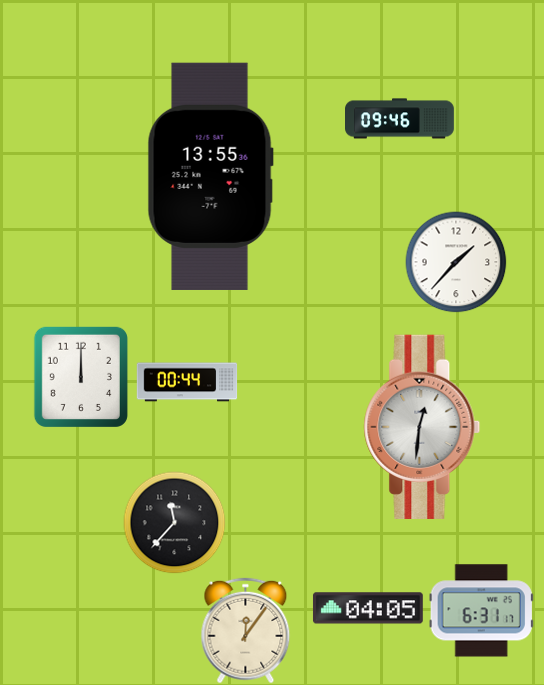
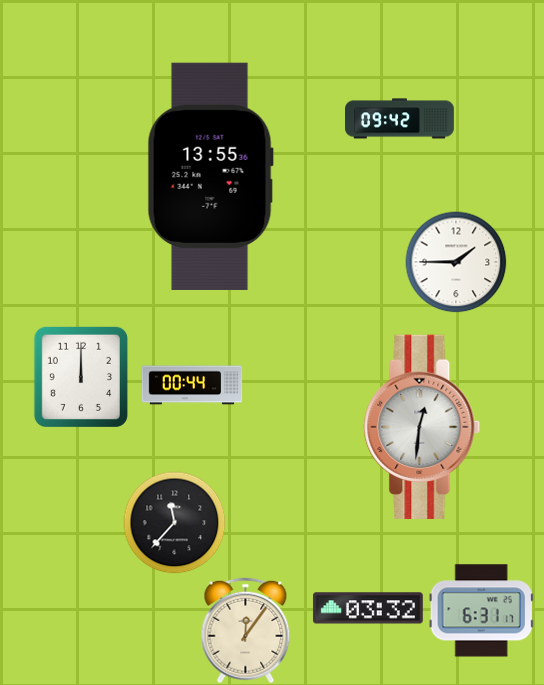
clock at (400, 119): 09:46 -> 09:42
clock at (456, 262): 1:37 -> 1:45
clock at (187, 382) position: (187, 382) -> (192, 385)
clock at (368, 608): 04:05 -> 03:32
